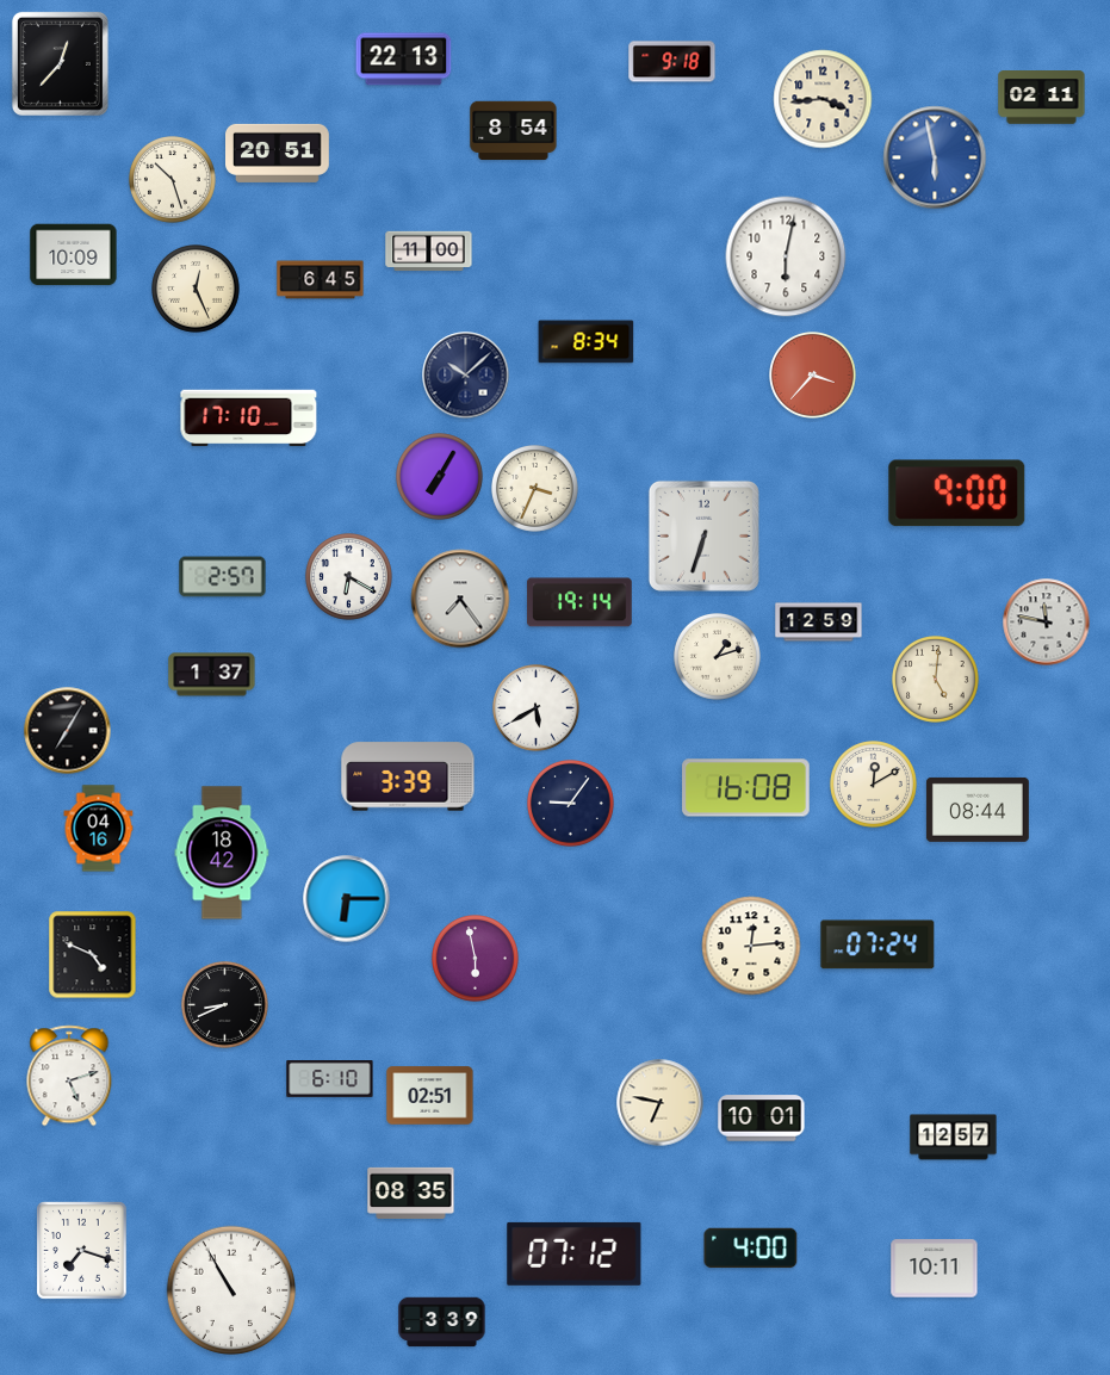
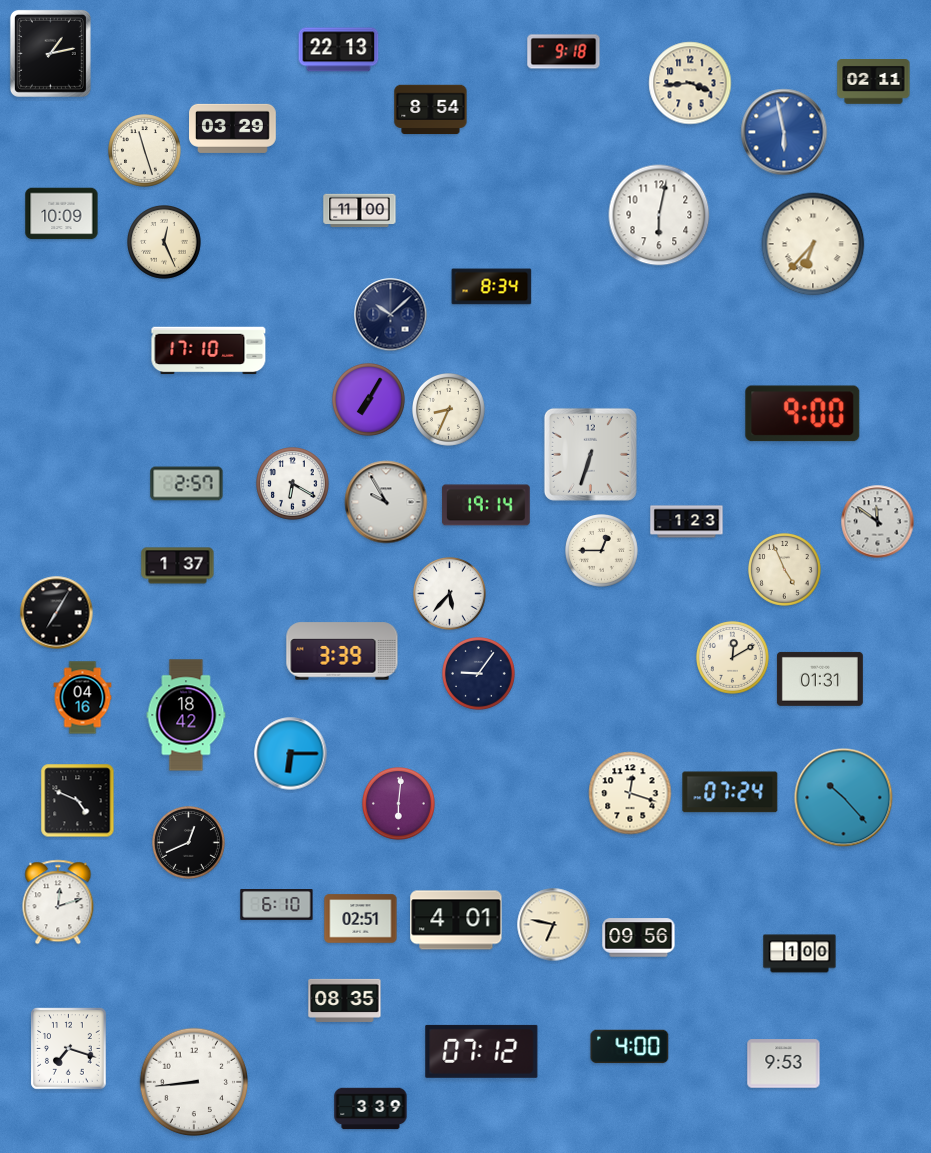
clock at (60, 63): 12:37 -> 1:13
clock at (278, 153): 20:51 -> 03:29
clock at (173, 180): 10:27 -> 11:27
clock at (321, 280): 6:45 -> none
clock at (813, 244): none -> 6:37
clock at (813, 376): 3:37 -> none
clock at (535, 489): 3:34 -> 8:34
clock at (703, 535) position: (703, 535) -> (590, 454)
clock at (460, 599): 7:24 -> 9:55
clock at (819, 623): 12:59 -> 1:23
clock at (1047, 623): 11:47 -> 11:51
clock at (718, 657): 1:12 -> 12:45
clock at (936, 680): 5:01 -> 4:56
clock at (537, 708): 5:40 -> 5:37
clock at (746, 788): 16:08 -> none
clock at (978, 810): 08:44 -> 01:31
clock at (99, 829) position: (99, 829) -> (83, 698)
clock at (878, 944) position: (878, 944) -> (730, 792)
clock at (751, 946): 12:14 -> 12:18
clock at (844, 798): none -> 10:23
clock at (476, 959): 5:58 -> 6:01
clock at (225, 1005): 8:41 -> 12:41
clock at (69, 1076): 5:12 -> 12:12
clock at (456, 920): none -> 4:01
clock at (762, 1119): 10:01 -> 09:56
clock at (954, 1138): 12:57 -> 1:00
clock at (935, 1269): 10:11 -> 9:53
clock at (231, 1290): 10:55 -> 8:44
